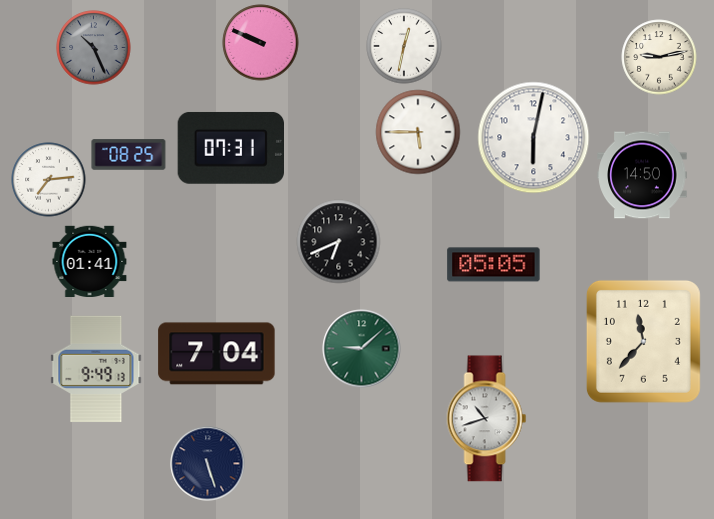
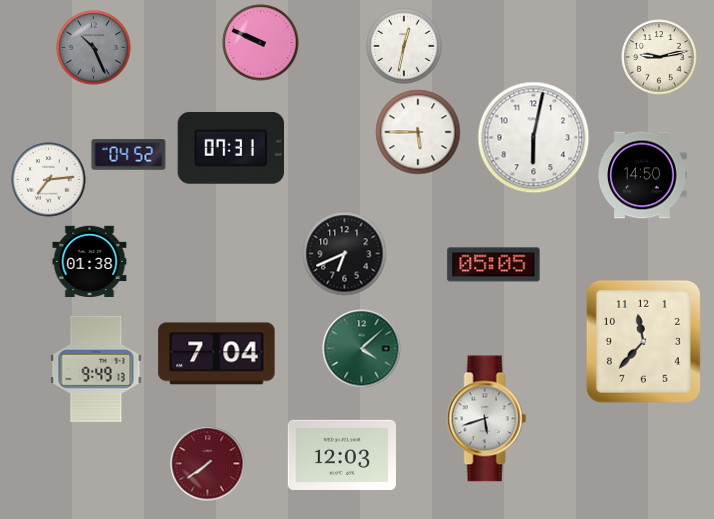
clock at (129, 155): 08:25 -> 04:52
clock at (339, 242) position: (339, 242) -> (345, 254)
clock at (90, 262): 01:41 -> 01:38
clock at (362, 349): 9:08 -> 4:08
clock at (487, 419): 10:42 -> 5:42
clock at (342, 455): none -> 12:03
clock at (208, 464): 5:27 -> 7:39
clock at (208, 464) dial: navy -> burgundy
